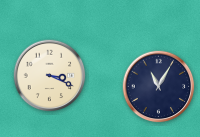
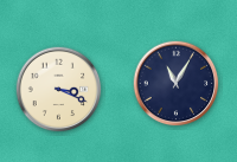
clock at (159, 87) position: (159, 87) -> (177, 84)
